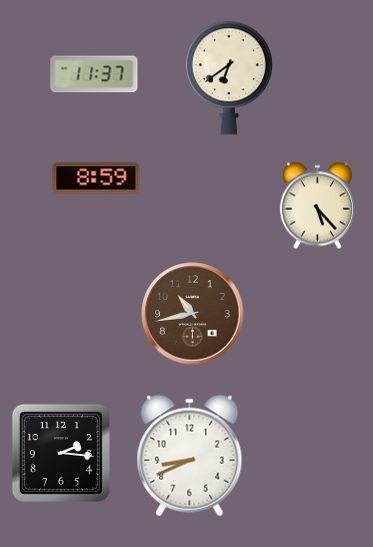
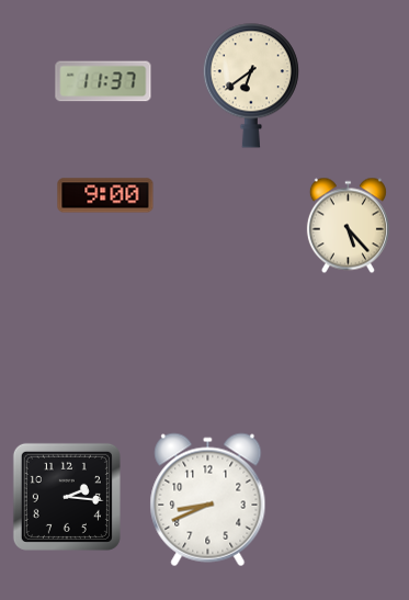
clock at (96, 178): 8:59 -> 9:00
clock at (193, 314): 10:43 -> none
